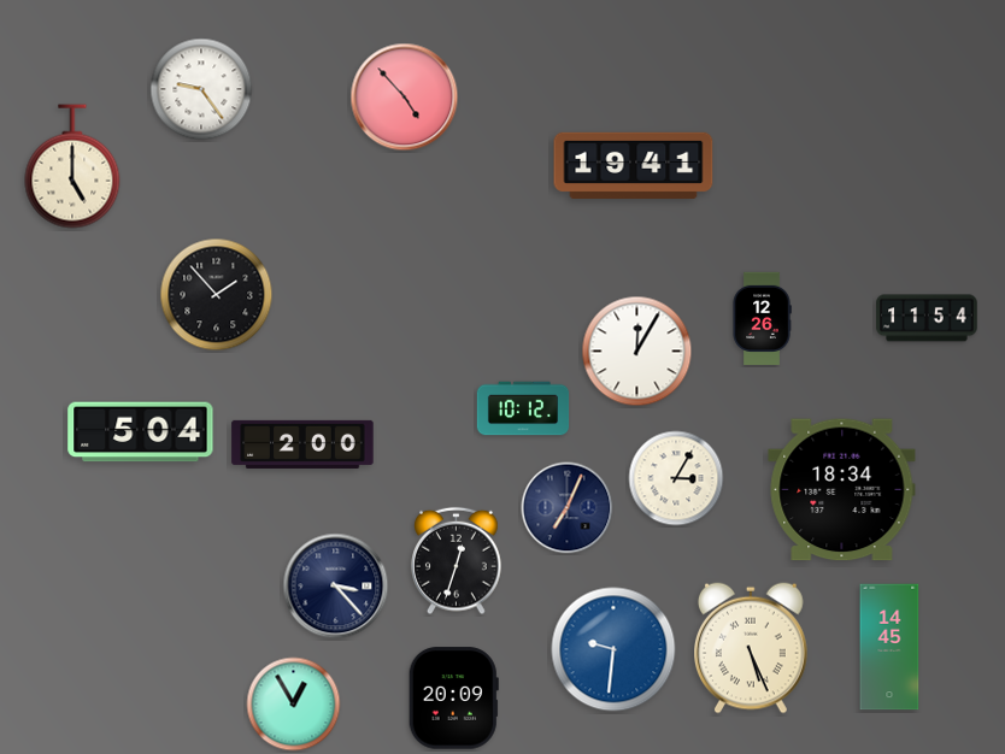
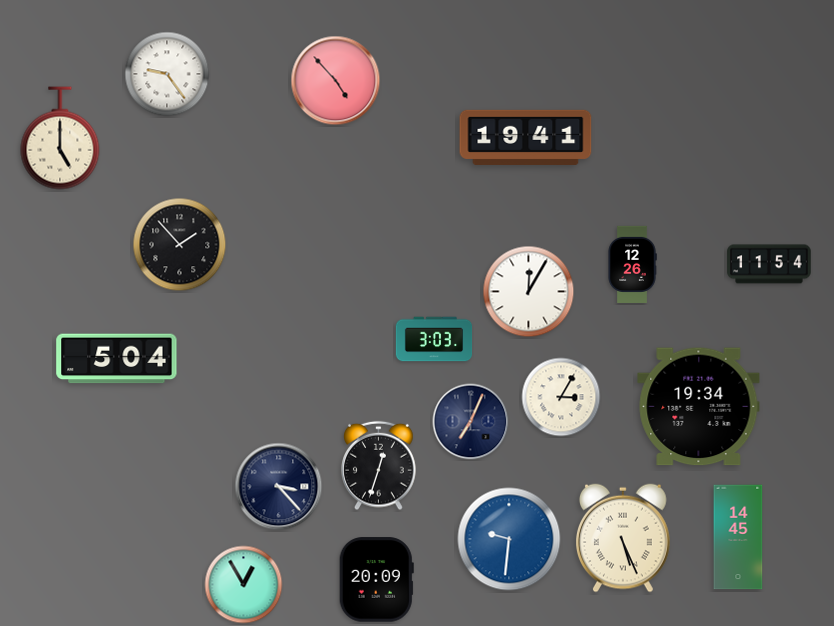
clock at (523, 408): 10:12 -> 3:03
clock at (302, 444): 2:00 -> none
clock at (842, 490): 18:34 -> 19:34
